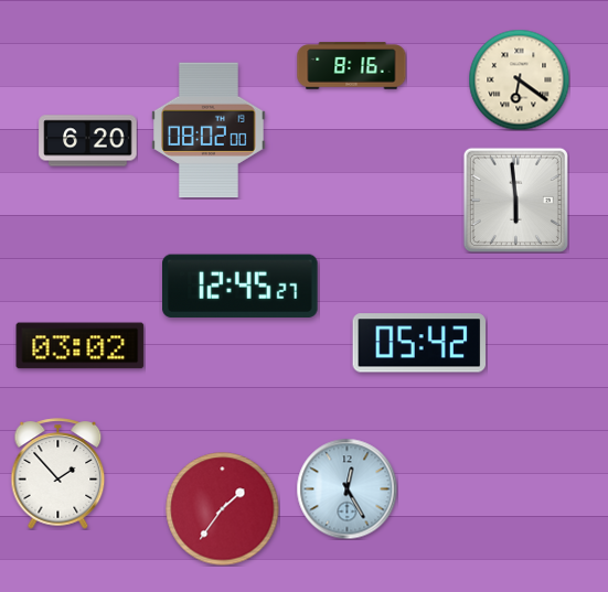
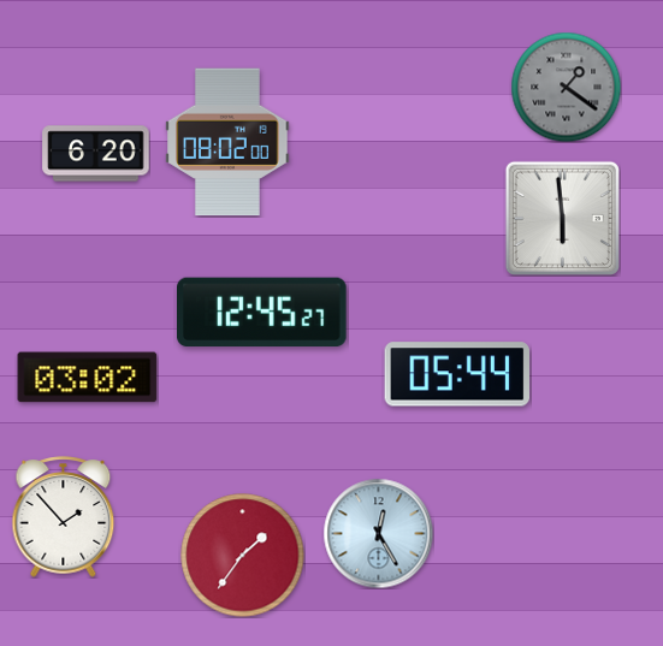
clock at (352, 66): 8:16 -> none
clock at (519, 79): 6:21 -> 1:21
clock at (519, 79) dial: cream -> grey
clock at (419, 343): 05:42 -> 05:44
